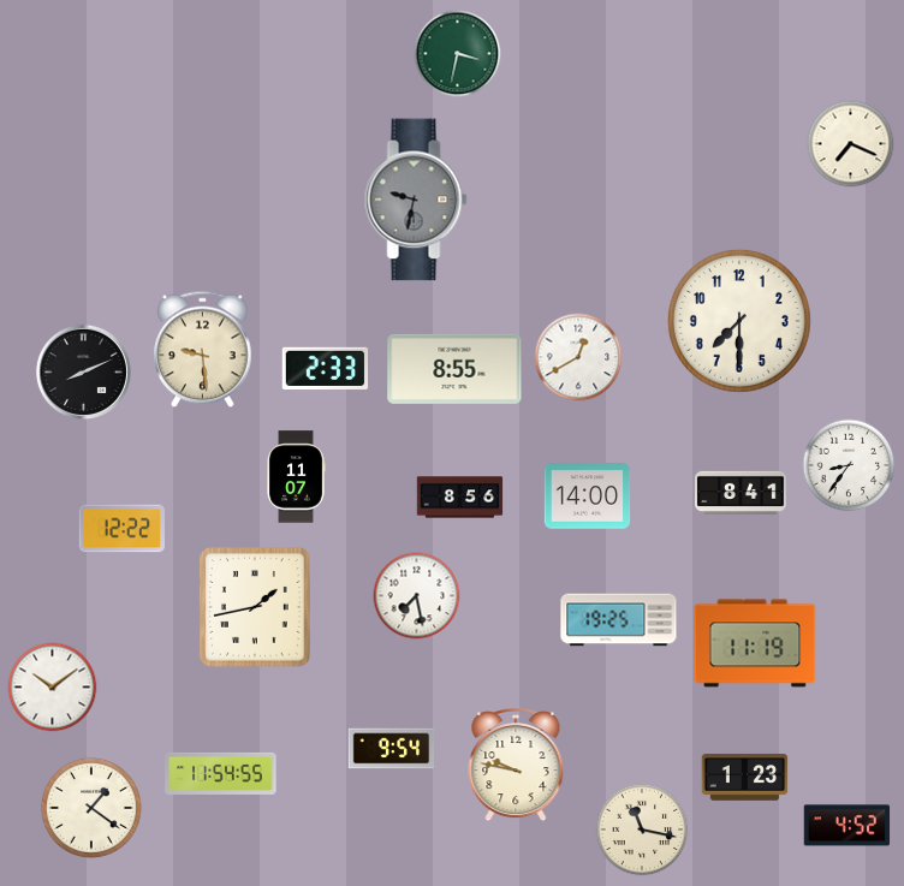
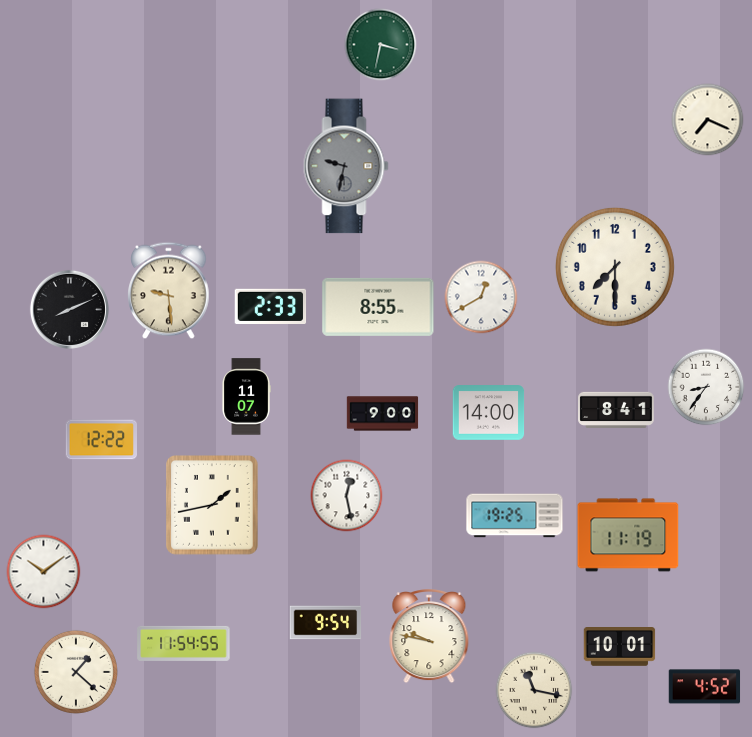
clock at (460, 498): 8:56 -> 9:00
clock at (417, 596): 7:28 -> 12:28
clock at (745, 778): 1:23 -> 10:01
clock at (91, 808): 1:21 -> 1:22
